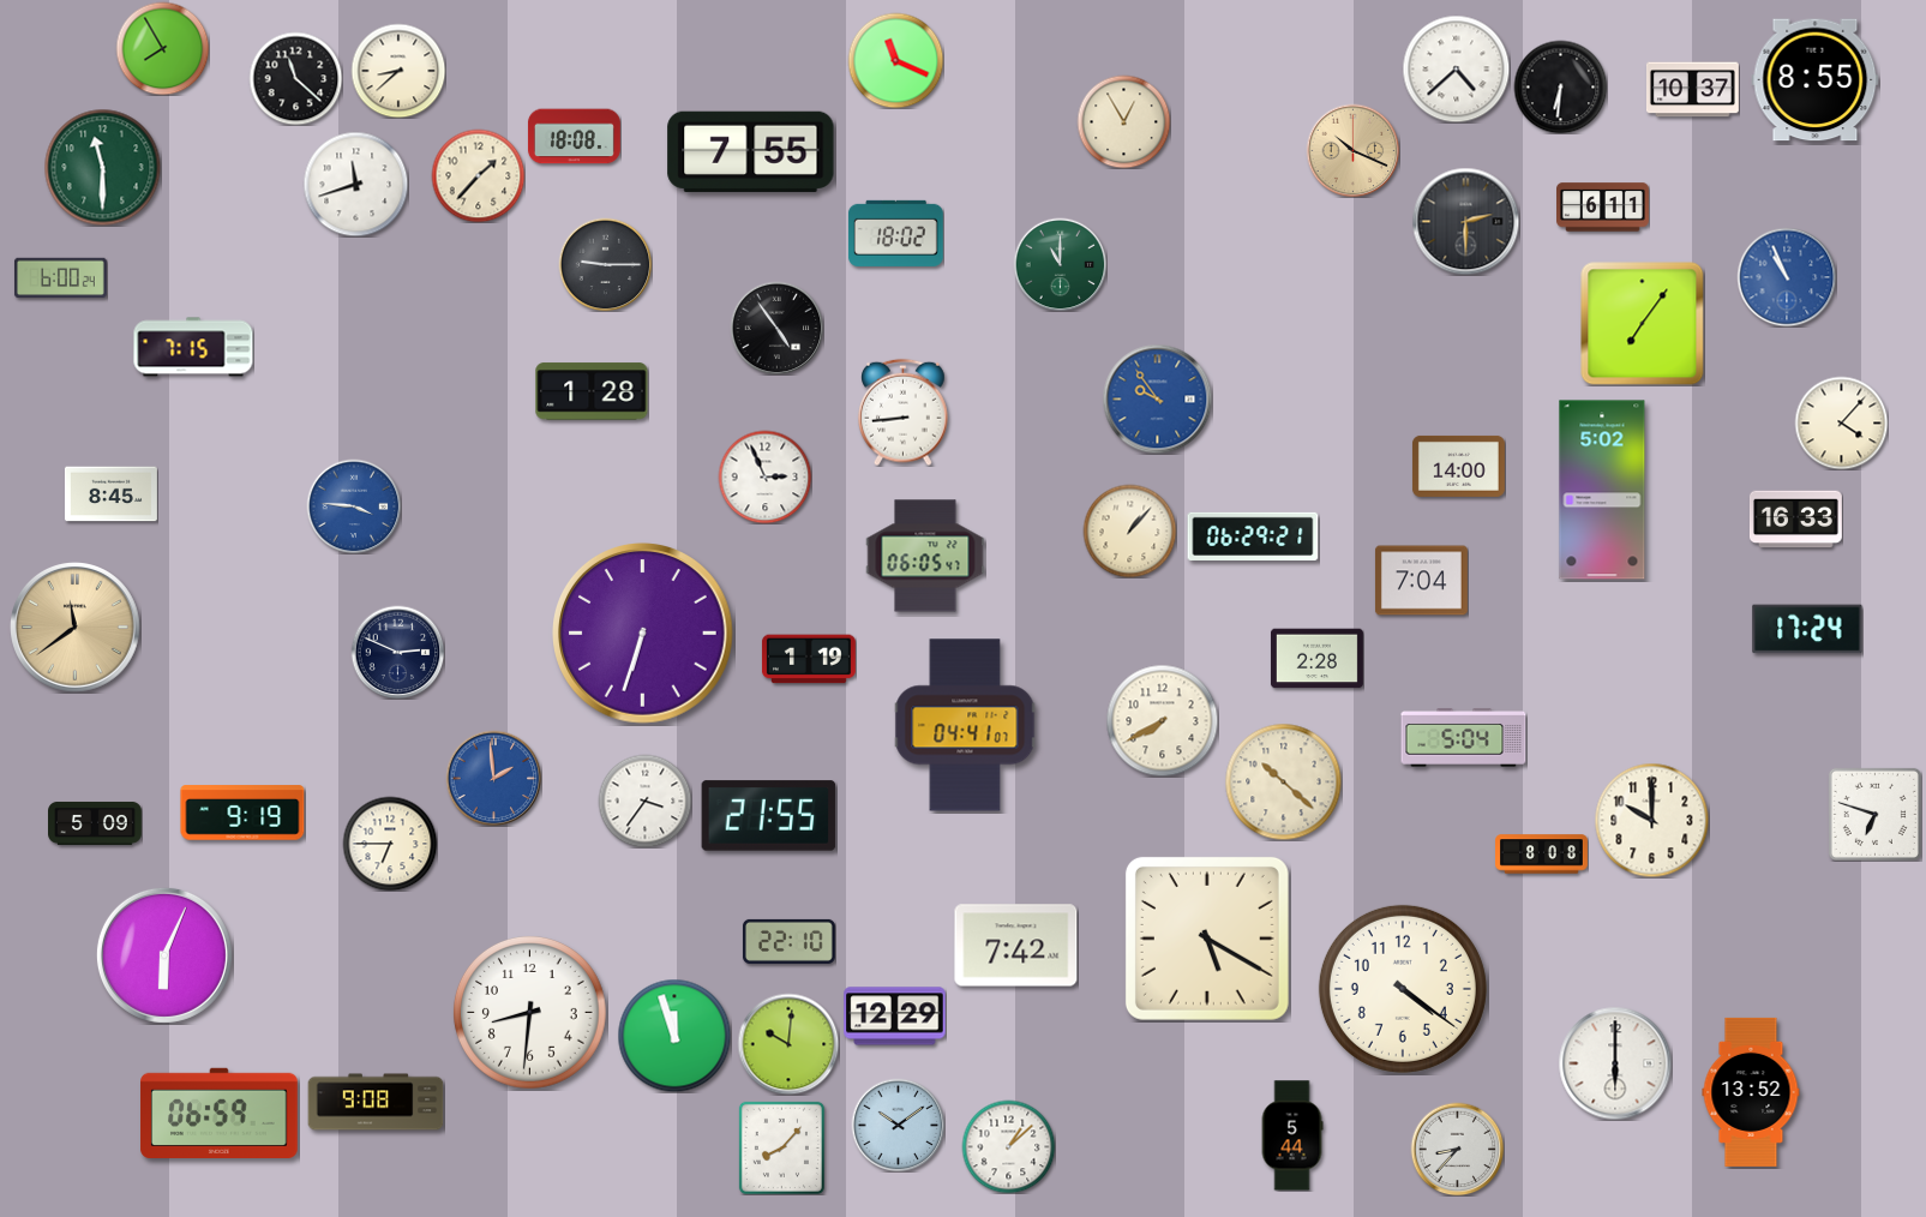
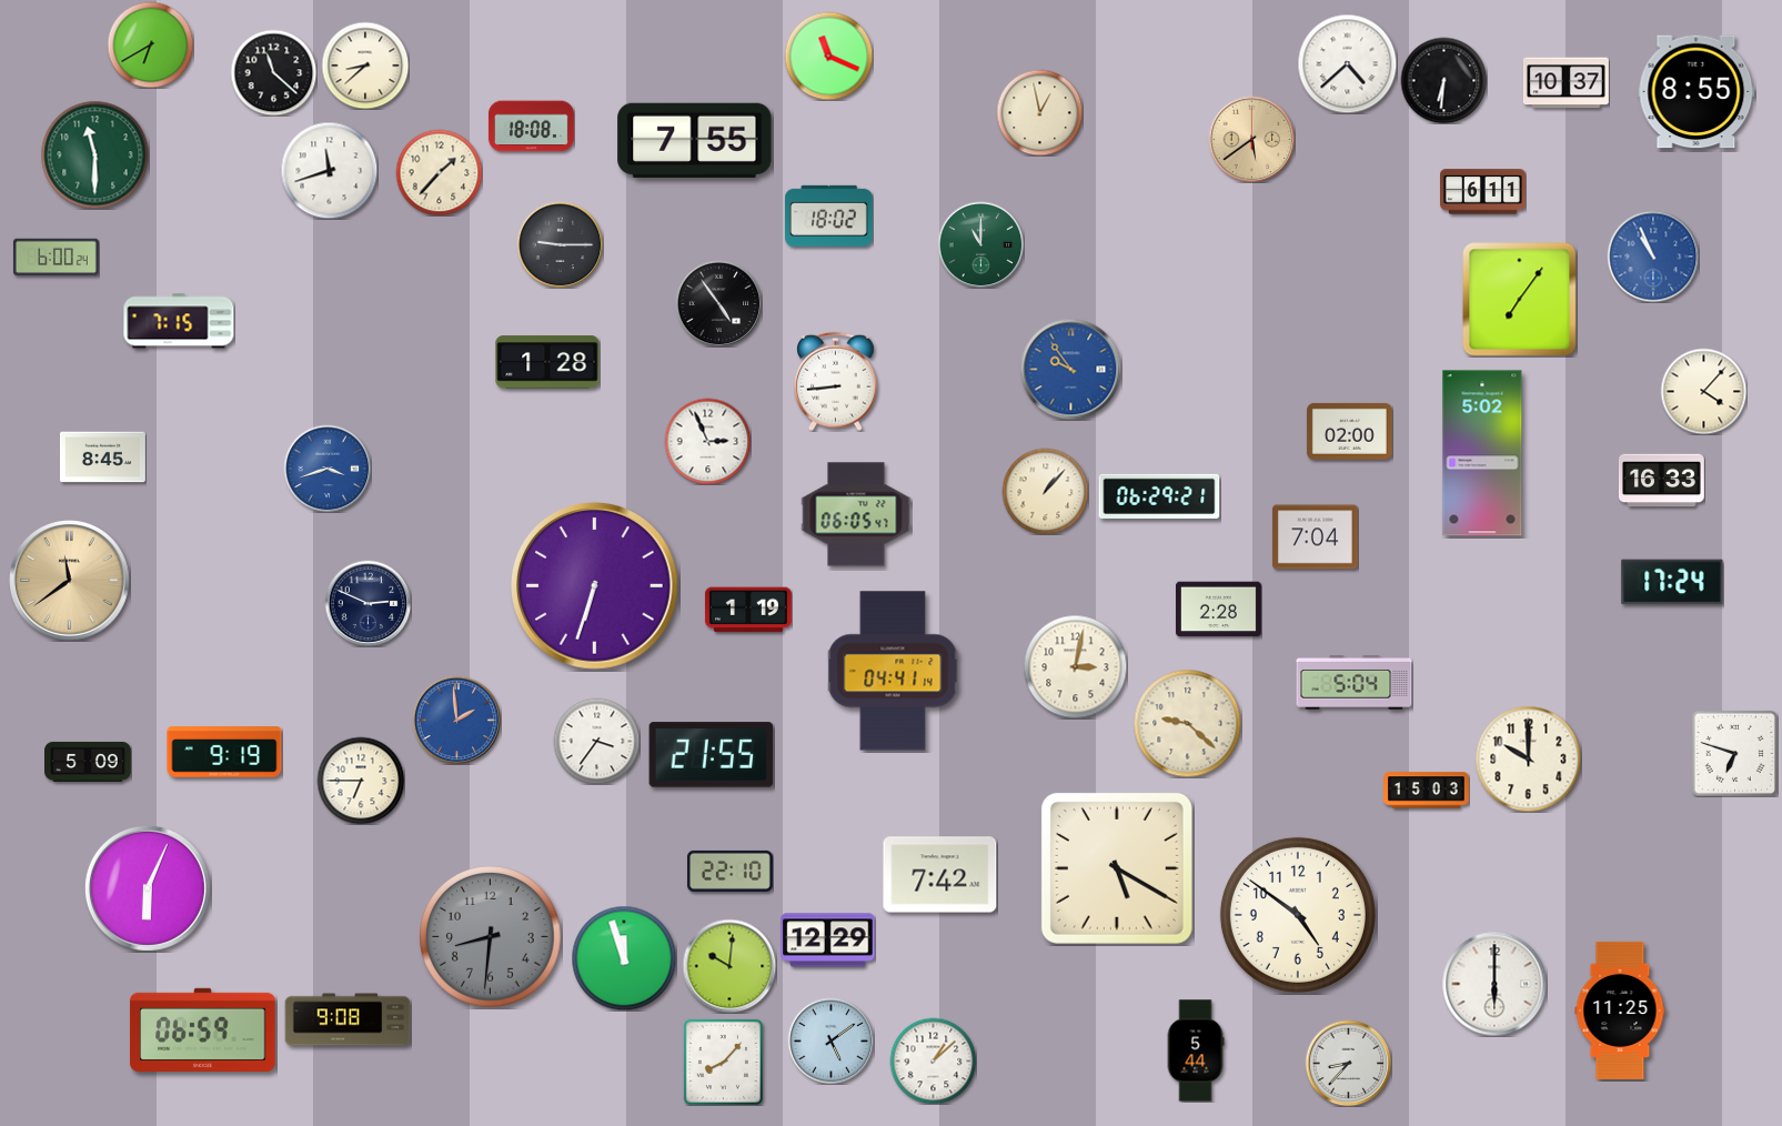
clock at (162, 48): 7:55 -> 6:40
clock at (398, 71) position: (398, 71) -> (365, 66)
clock at (1816, 80) position: (1816, 80) -> (1697, 92)
clock at (1123, 121): 12:55 -> 12:58
clock at (1352, 150): 10:19 -> 5:39
clock at (478, 175) position: (478, 175) -> (439, 172)
clock at (1465, 221): 2:30 -> none
clock at (1458, 466): 14:00 -> 02:00
clock at (354, 506): 3:46 -> 3:42
clock at (1162, 720): 7:40 -> 3:02
clock at (965, 725): 04:41:07 -> 04:41:14
clock at (1283, 781): 10:22 -> 9:22
clock at (1542, 855): 8:08 -> 15:03
clock at (164, 955) position: (164, 955) -> (148, 888)
clock at (1403, 989): 4:21 -> 4:51
clock at (530, 1013) dial: white -> grey
clock at (1751, 1092): 13:52 -> 11:25
clock at (898, 1125): 10:09 -> 5:09
